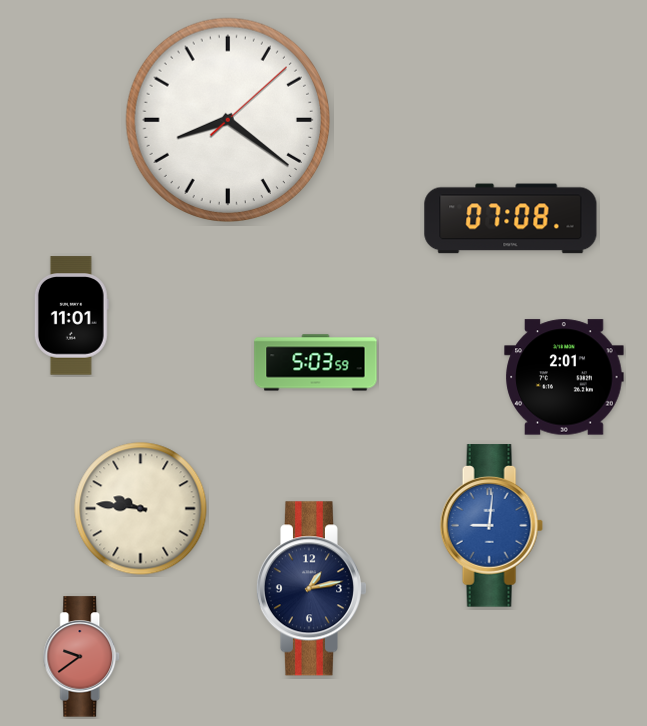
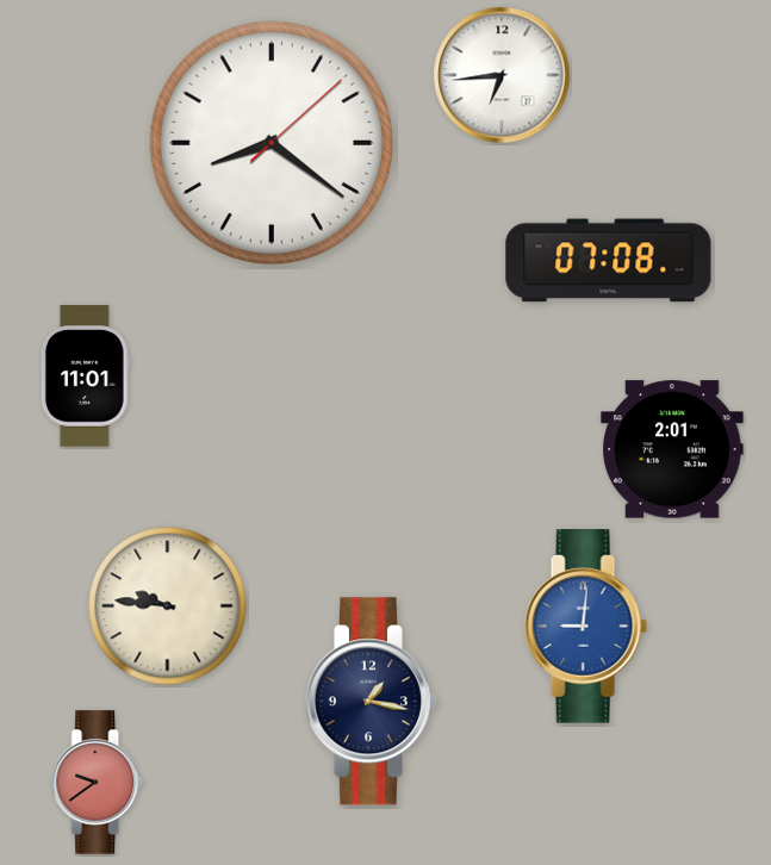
clock at (502, 75): none -> 6:44
clock at (316, 363): 5:03 -> none
clock at (311, 589): 1:13 -> 1:17
